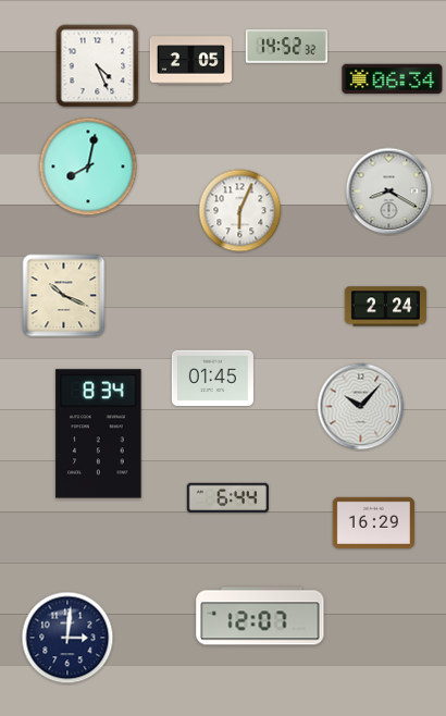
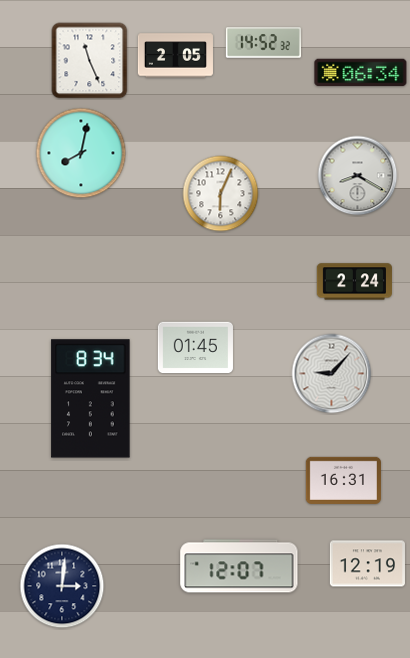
clock at (98, 66): 4:26 -> 11:26
clock at (64, 296): 10:19 -> none
clock at (361, 407): 10:07 -> 9:07
clock at (227, 498): 6:44 -> none
clock at (373, 522): 16:29 -> 16:31
clock at (367, 564): none -> 12:19
